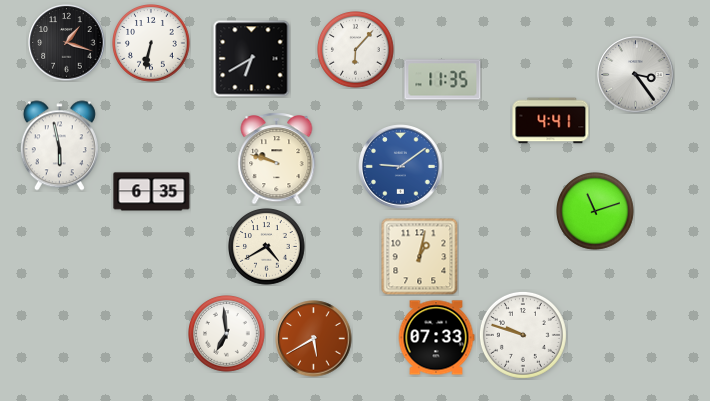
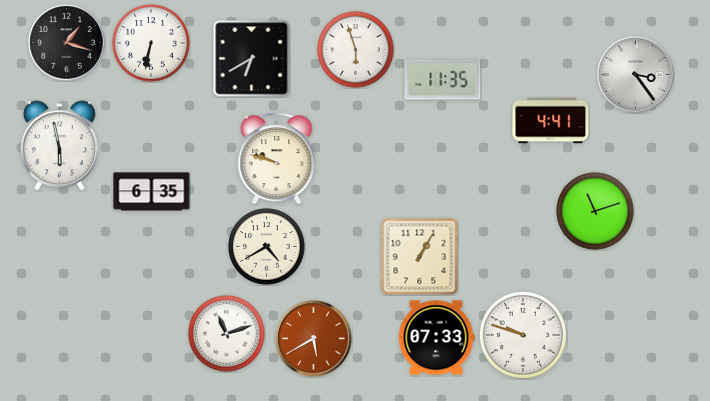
clock at (356, 50): 6:07 -> 5:57
clock at (401, 167): 9:09 -> none
clock at (419, 256): 1:02 -> 1:05
clock at (227, 334): 6:59 -> 11:12
